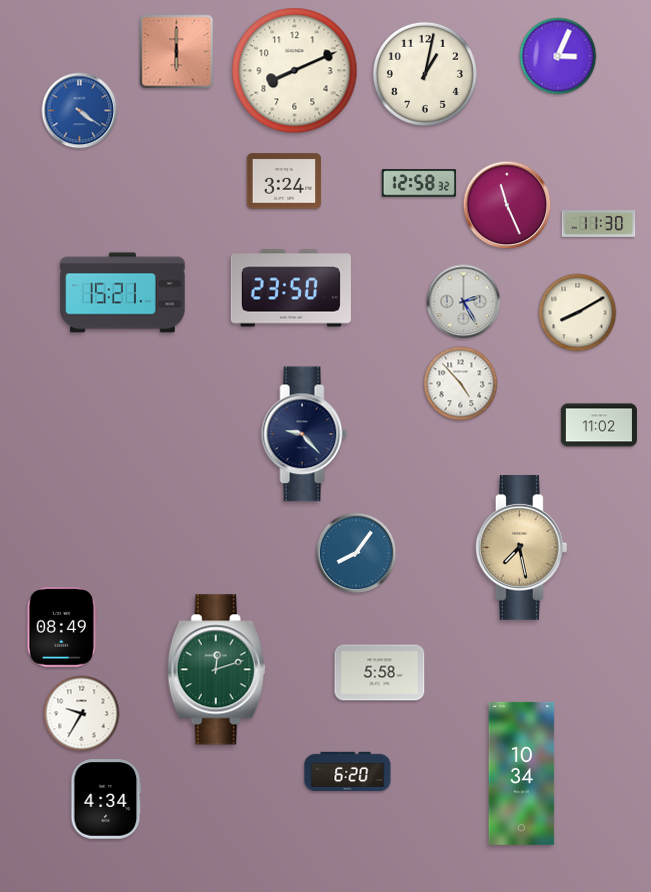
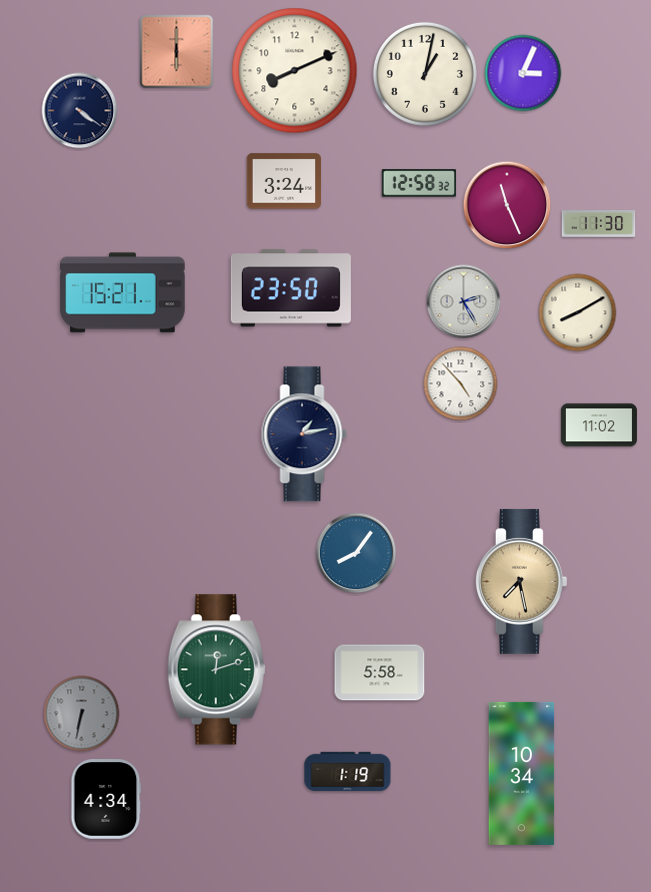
clock at (558, 56) position: (558, 56) -> (523, 73)
clock at (80, 111) dial: blue -> navy
clock at (304, 434): 9:23 -> 1:13
clock at (521, 547) position: (521, 547) -> (521, 581)
clock at (62, 627): 08:49 -> none
clock at (82, 714): 9:35 -> 6:32
clock at (82, 714) dial: white -> grey
clock at (348, 772): 6:20 -> 1:19
